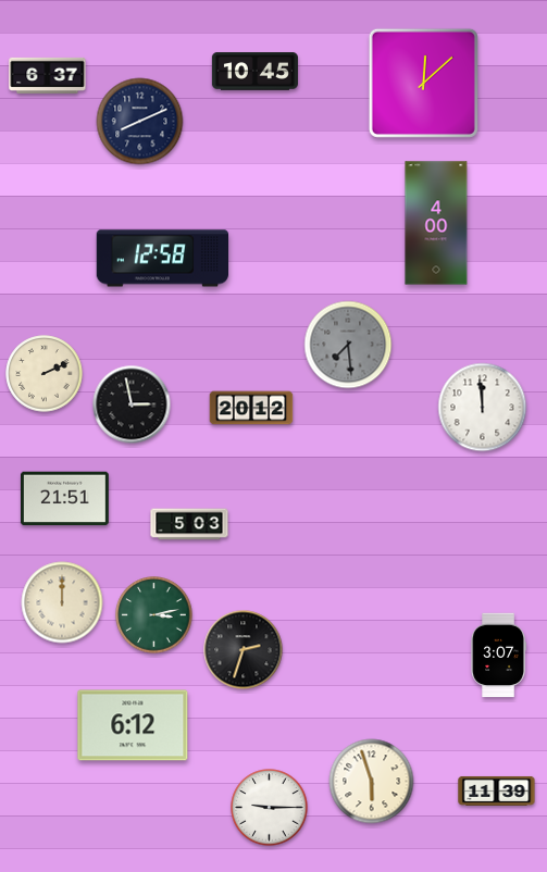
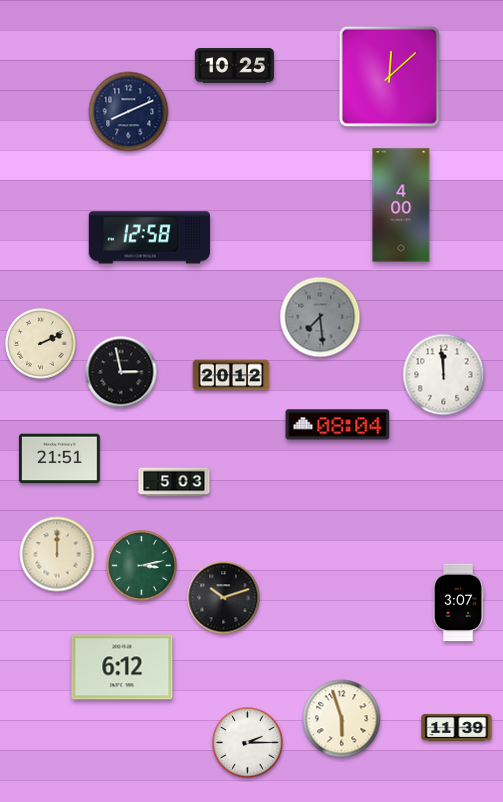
clock at (254, 72): 10:45 -> 10:25
clock at (48, 75): 6:37 -> none
clock at (338, 425): none -> 08:04
clock at (244, 650): 2:33 -> 10:12
clock at (270, 808): 9:15 -> 2:15
